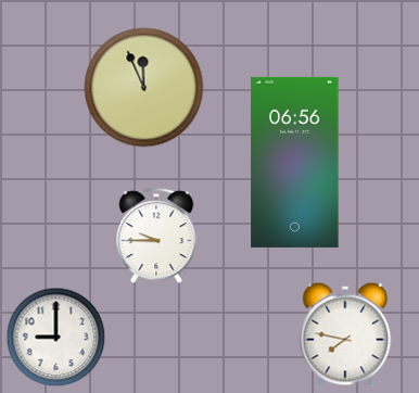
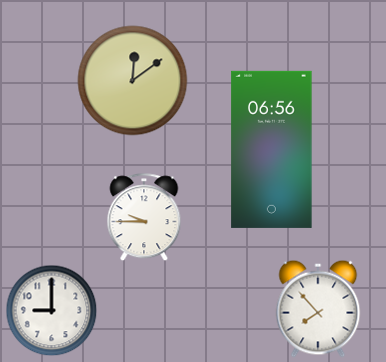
clock at (144, 88): 11:56 -> 12:09
clock at (345, 335): 7:47 -> 7:53
